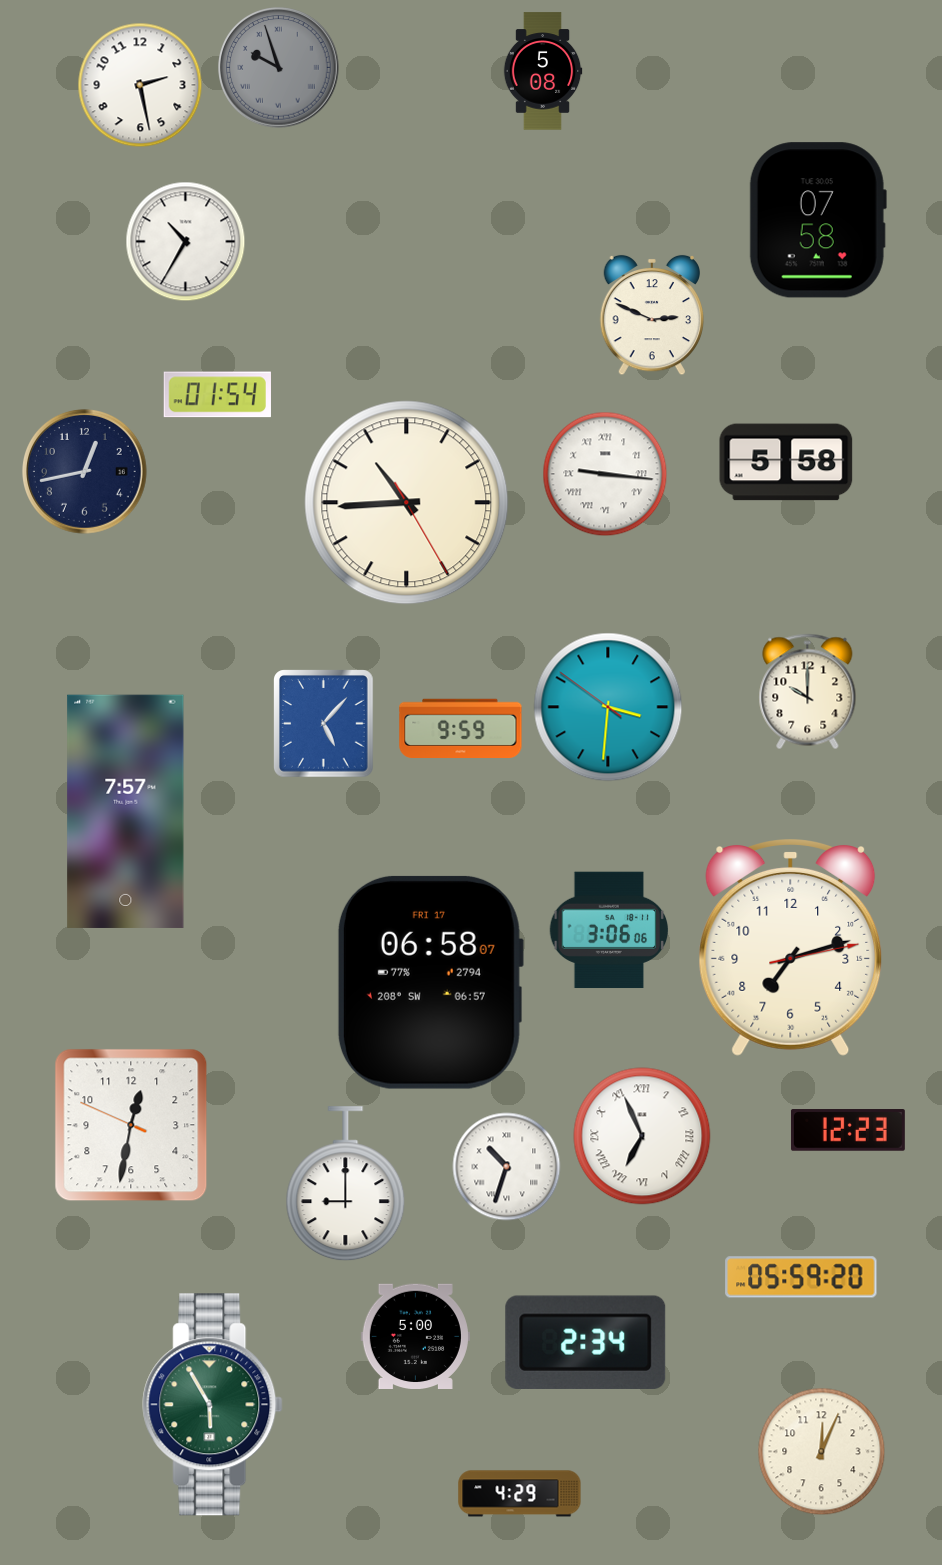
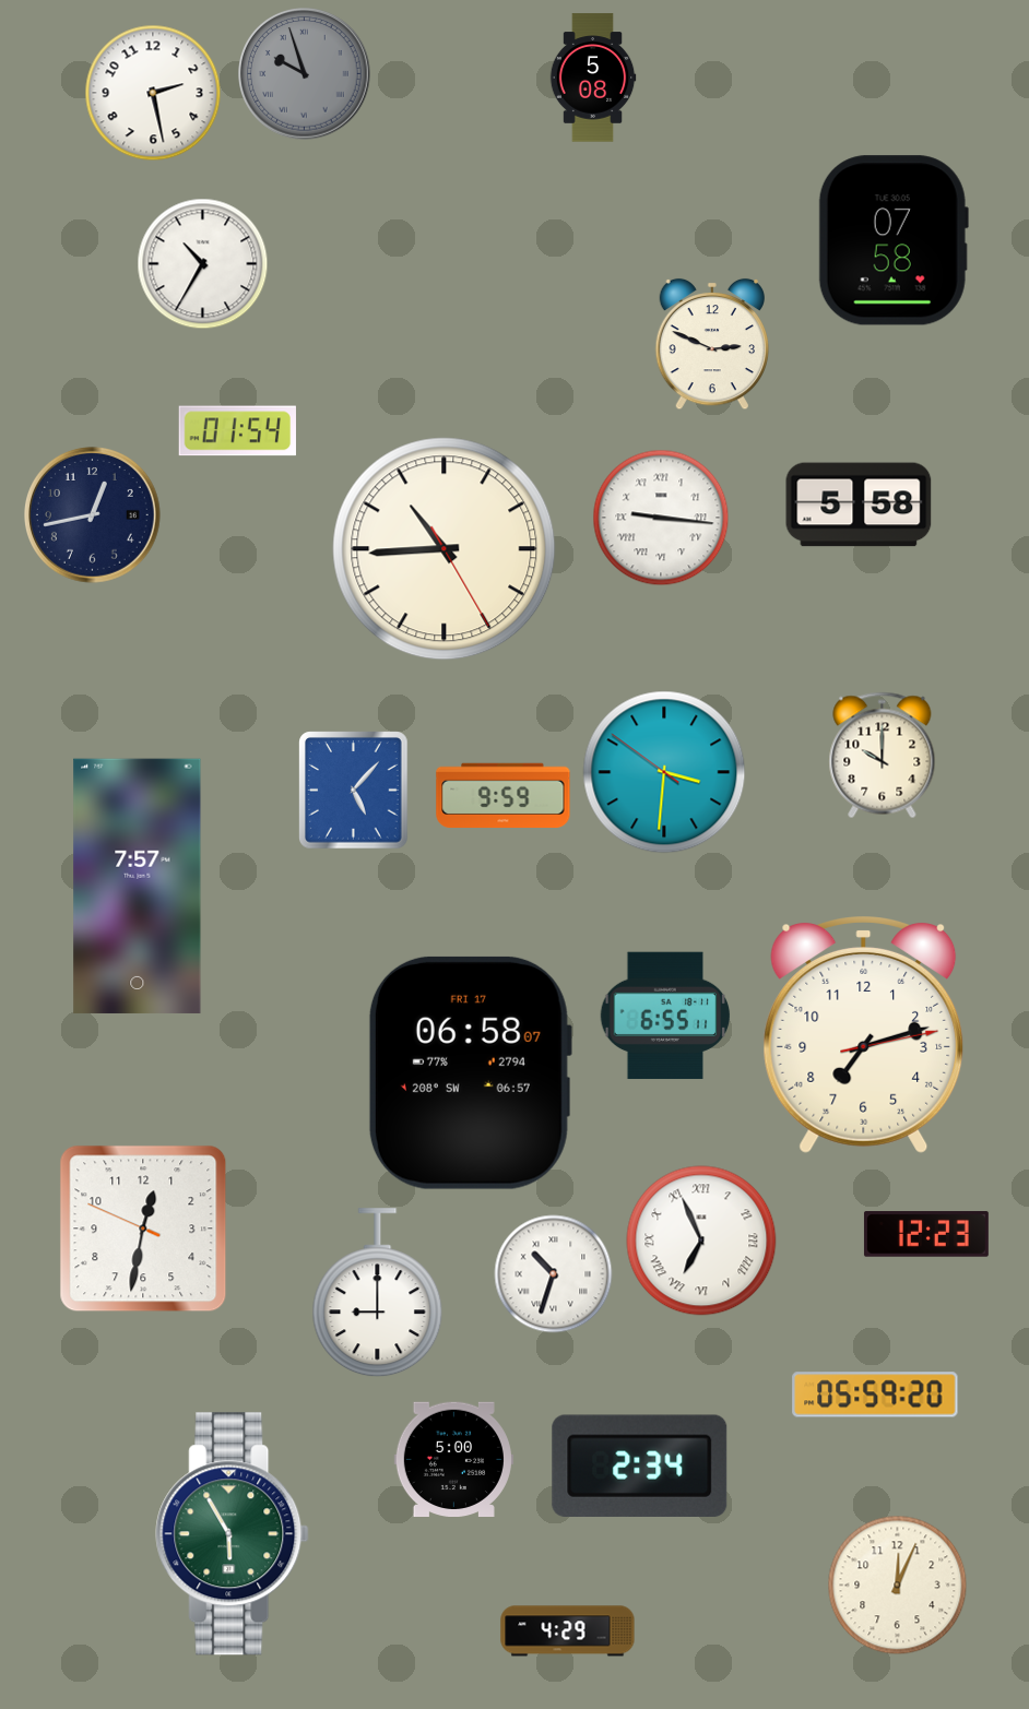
clock at (609, 930): 3:06 -> 6:55
